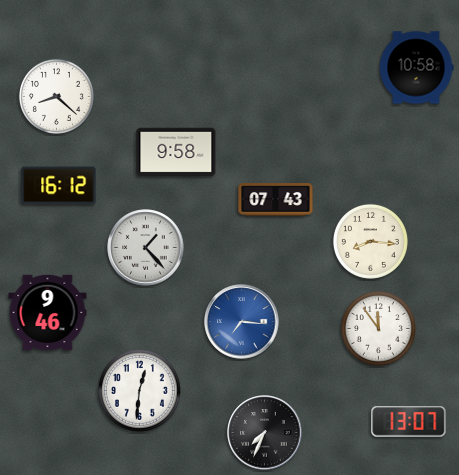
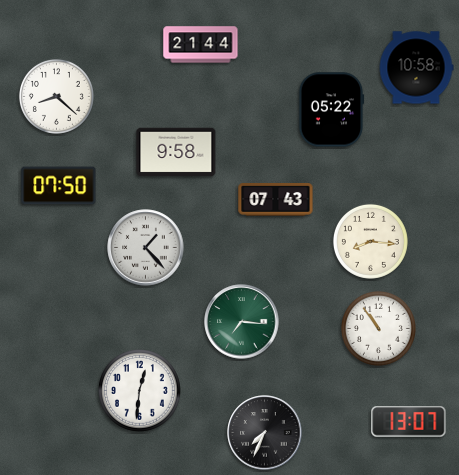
clock at (201, 45): none -> 21:44
clock at (331, 110): none -> 05:22
clock at (59, 186): 16:12 -> 07:50
clock at (48, 313): 9:46 -> none
clock at (242, 322) dial: blue -> green
clock at (378, 328): 11:54 -> 10:54
